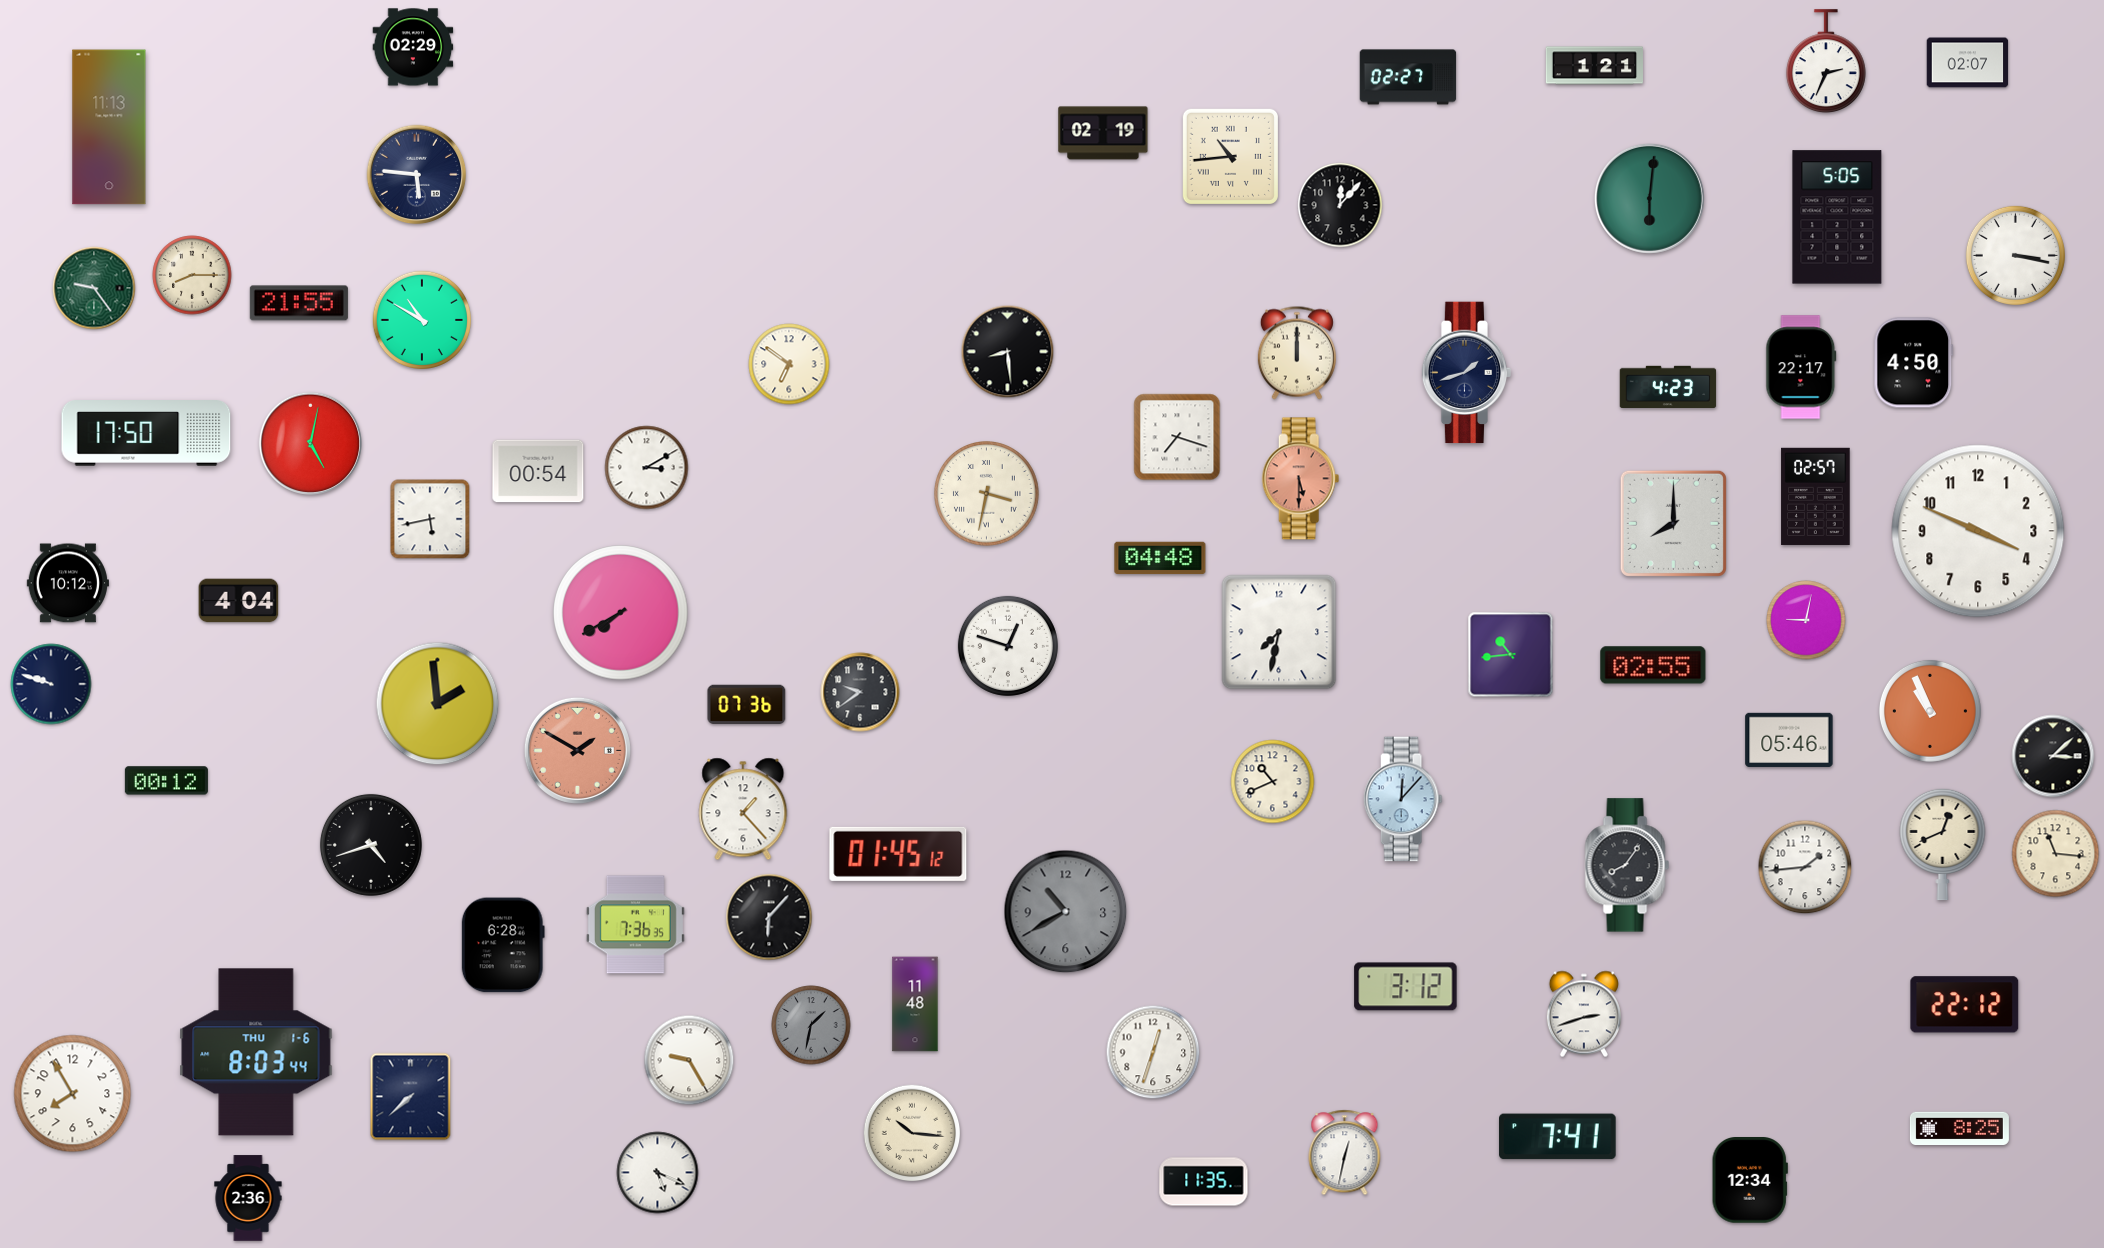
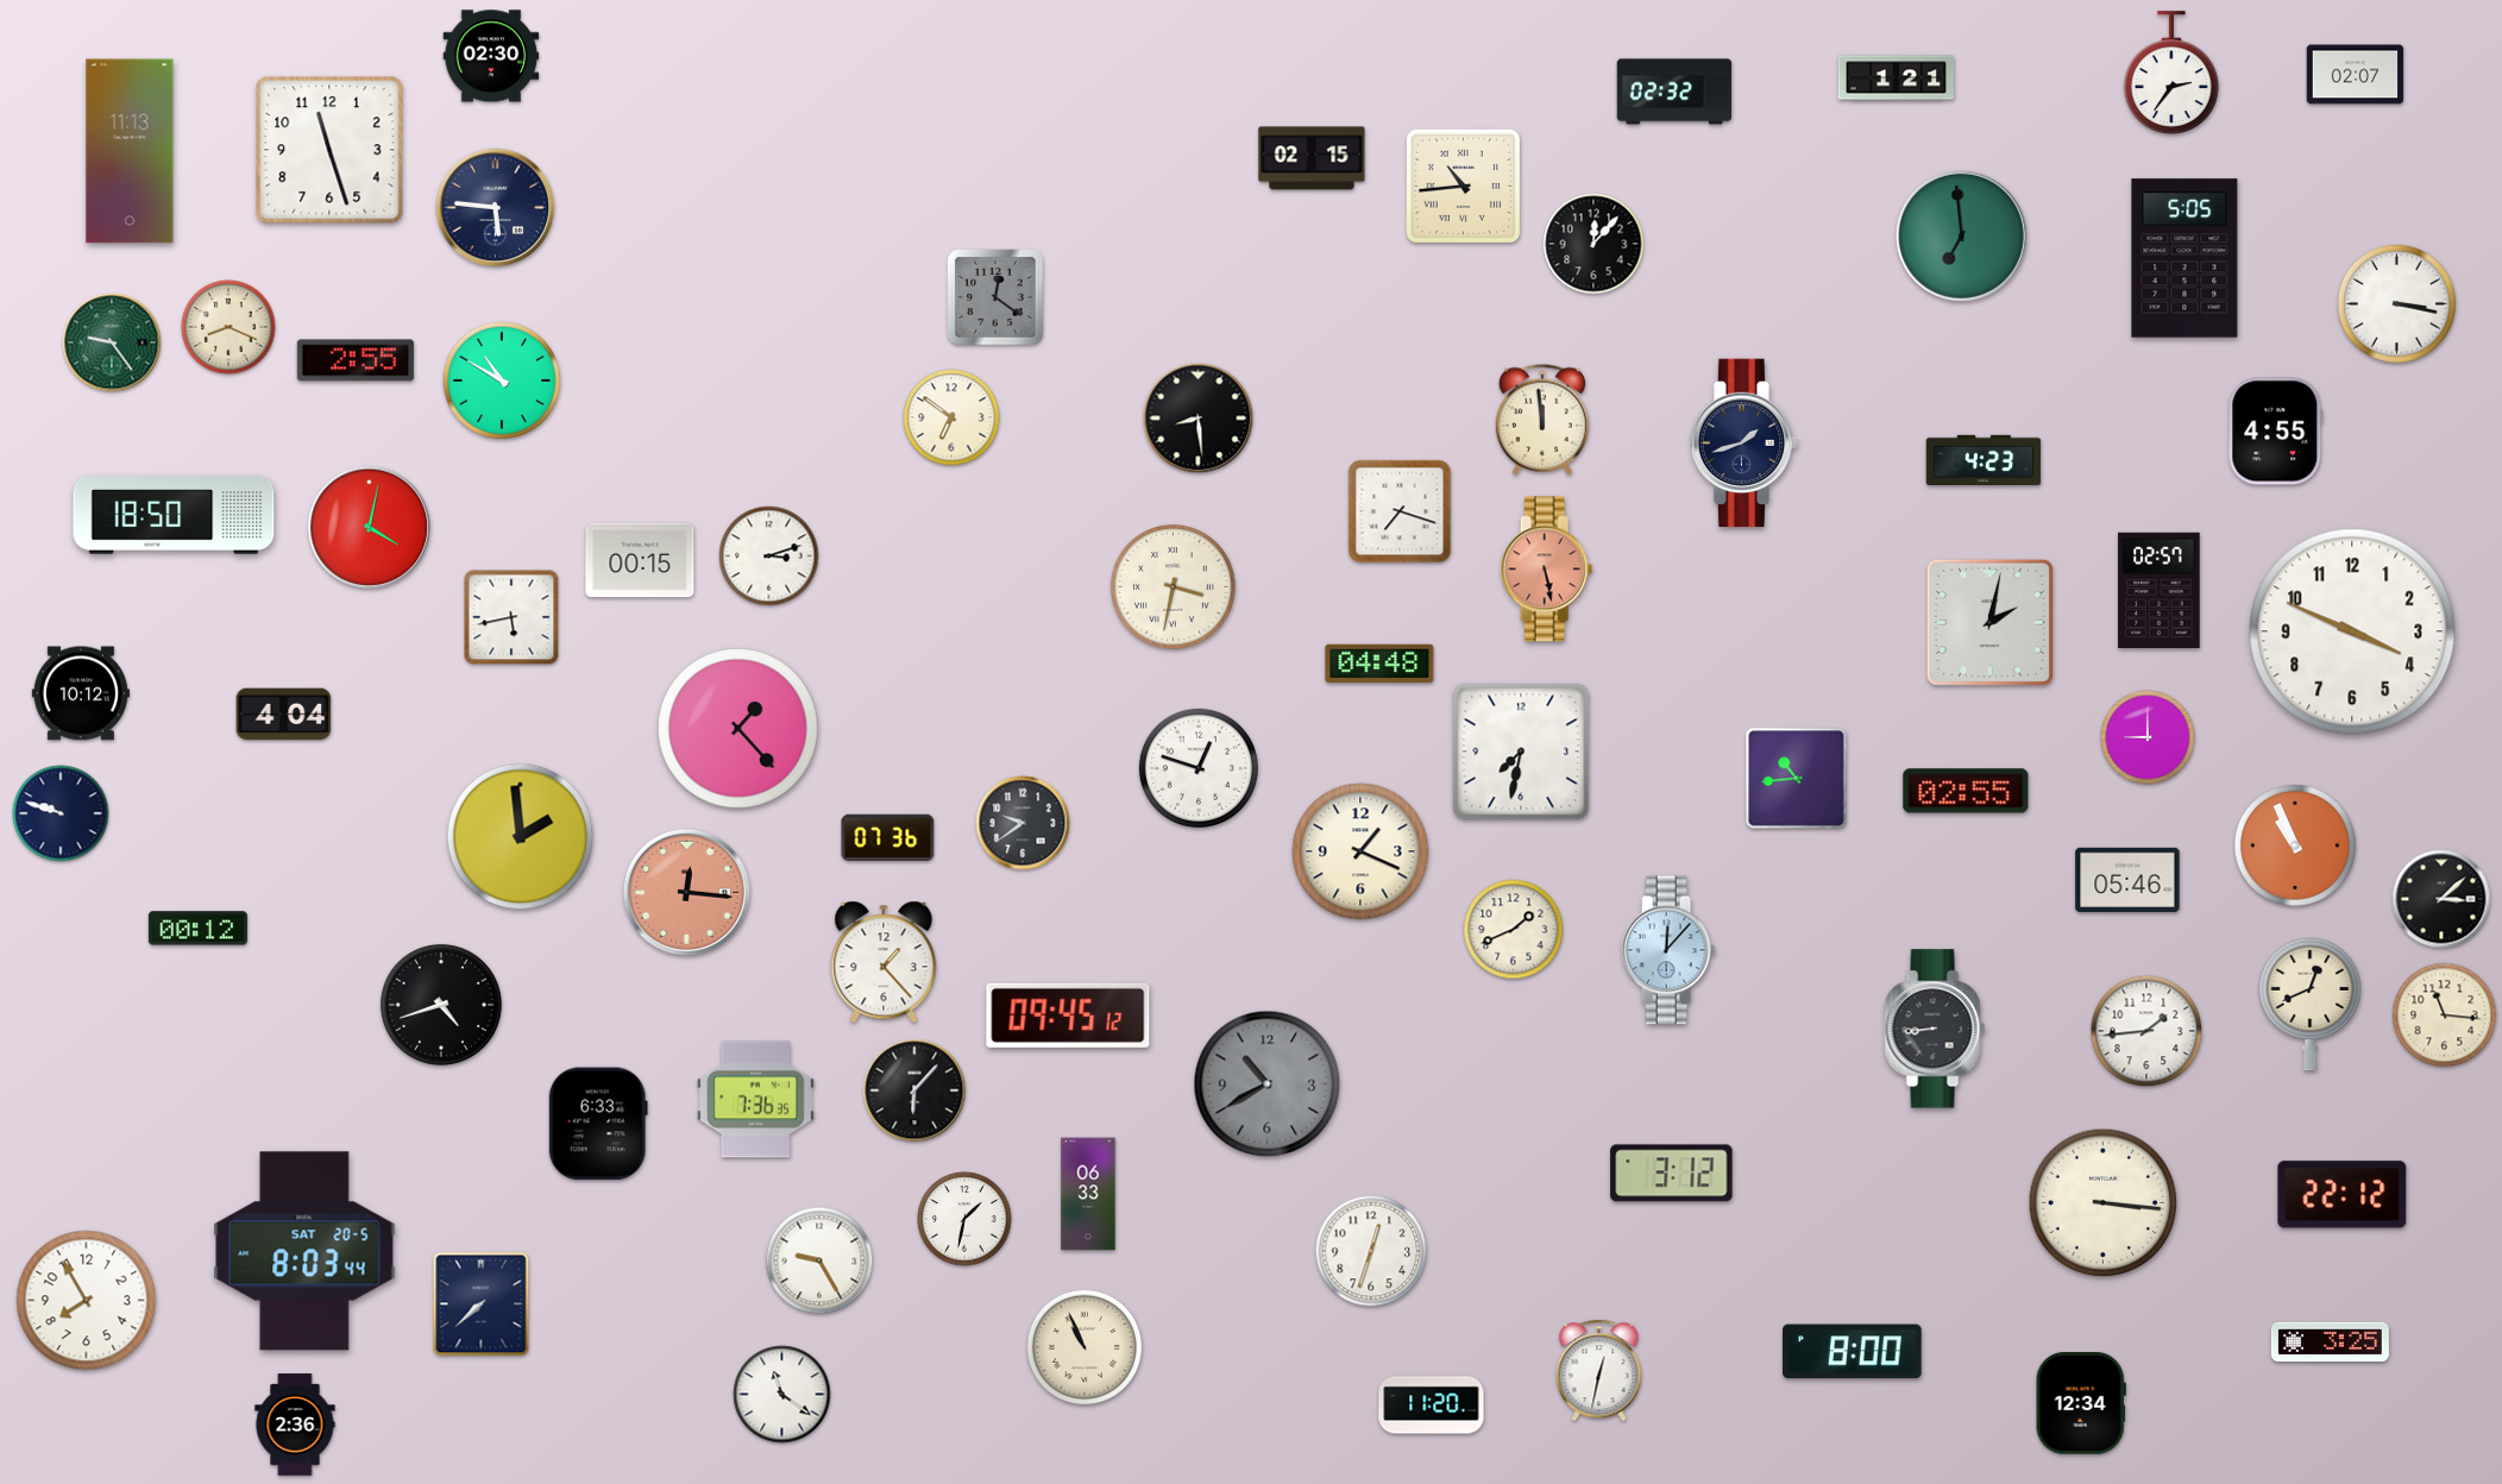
clock at (413, 47): 02:29 -> 02:30
clock at (1826, 62): 2:34 -> 2:36
clock at (1968, 63) position: (1968, 63) -> (2356, 75)
clock at (1408, 77): 02:27 -> 02:32
clock at (329, 150): none -> 11:27
clock at (1103, 133): 02:19 -> 02:15
clock at (1649, 198): 6:01 -> 6:59
clock at (995, 297): none -> 12:21
clock at (192, 275): 8:15 -> 8:19
clock at (299, 303): 21:55 -> 2:55
clock at (1297, 353): 12:00 -> 11:59
clock at (1914, 363): 4:50 -> 4:55
clock at (789, 364) position: (789, 364) -> (951, 417)
clock at (1801, 367): 22:17 -> none
clock at (146, 433): 17:50 -> 18:50
clock at (1177, 437) position: (1177, 437) -> (1400, 511)
clock at (310, 443): 5:02 -> 4:02
clock at (647, 468): 3:10 -> 3:12
clock at (538, 471): 00:54 -> 00:15
clock at (1301, 479): 5:30 -> 5:28
clock at (1673, 523): 8:00 -> 2:02
clock at (621, 613): 7:40 -> 1:23
clock at (1806, 620): 9:02 -> 9:00
clock at (1360, 851): none -> 1:19
clock at (577, 750): 1:50 -> 12:16
clock at (1273, 782): 10:41 -> 1:41
clock at (898, 854): 01:45 -> 09:45
clock at (1627, 865): 8:06 -> 8:44
clock at (503, 945): 6:28 -> 6:33
clock at (915, 1004): 11:48 -> 06:33
clock at (1965, 1005) position: (1965, 1005) -> (2343, 1195)
clock at (2104, 1203): none -> 3:16
clock at (1584, 1014): 2:42 -> none
clock at (811, 1025) dial: grey -> white
clock at (256, 1052) date: THU 1-6 -> SAT 20-5
clock at (411, 1097) position: (411, 1097) -> (482, 1304)
clock at (1959, 1128): 8:25 -> 3:25
clock at (912, 1133): 10:16 -> 10:56
clock at (1558, 1137): 7:41 -> 8:00
clock at (658, 1173): 5:19 -> 11:21
clock at (1204, 1182): 11:35 -> 11:20
